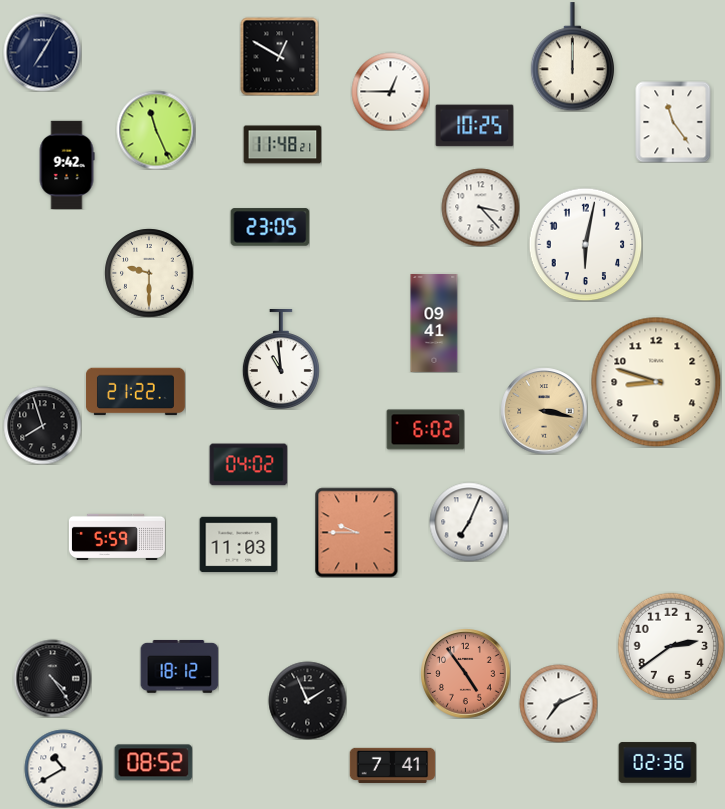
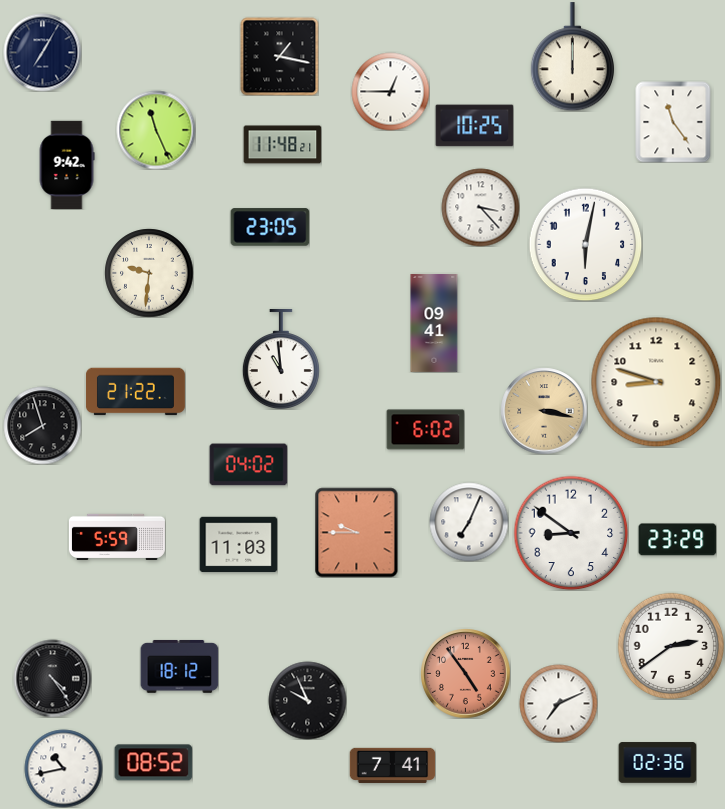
clock at (279, 56): 12:50 -> 1:17
clock at (149, 273): 9:30 -> 9:31
clock at (571, 533): none -> 8:51
clock at (677, 540): none -> 23:29
clock at (307, 700): 1:56 -> 9:56
clock at (63, 768): 10:40 -> 10:43
